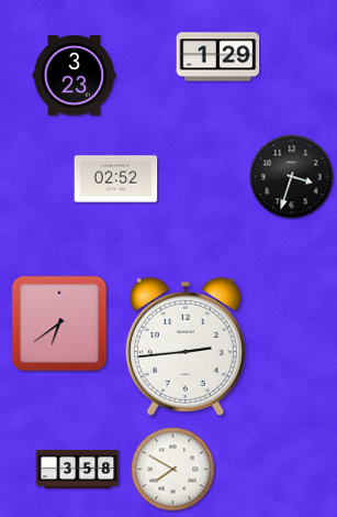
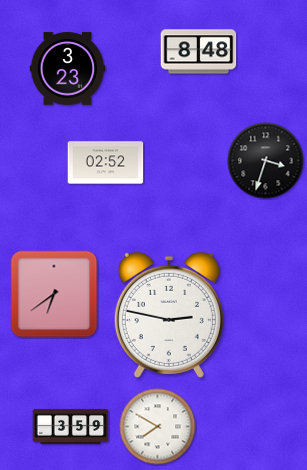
clock at (218, 57): 1:29 -> 8:48
clock at (186, 346): 2:44 -> 2:47
clock at (78, 469): 3:58 -> 3:59
